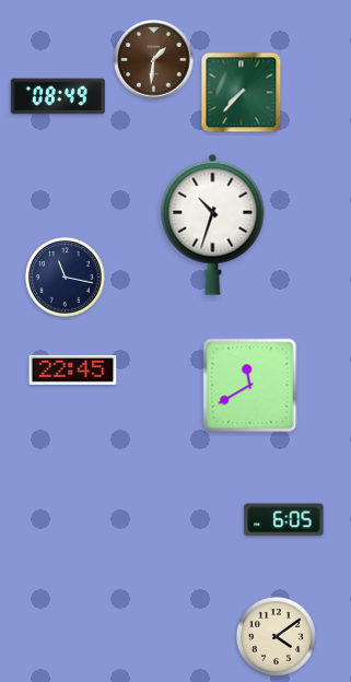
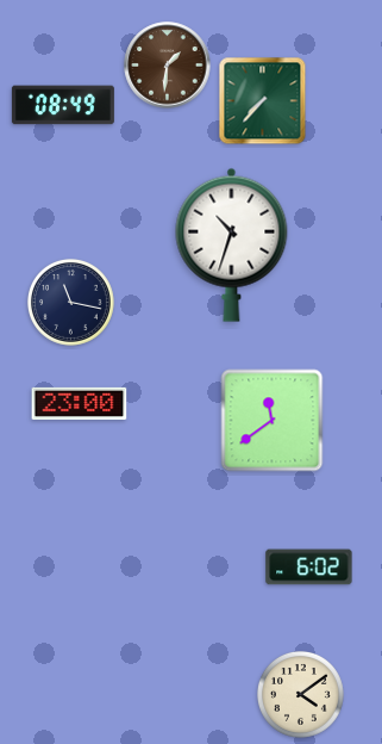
clock at (73, 369): 22:45 -> 23:00
clock at (250, 386): 11:40 -> 11:39
clock at (284, 520): 6:05 -> 6:02
